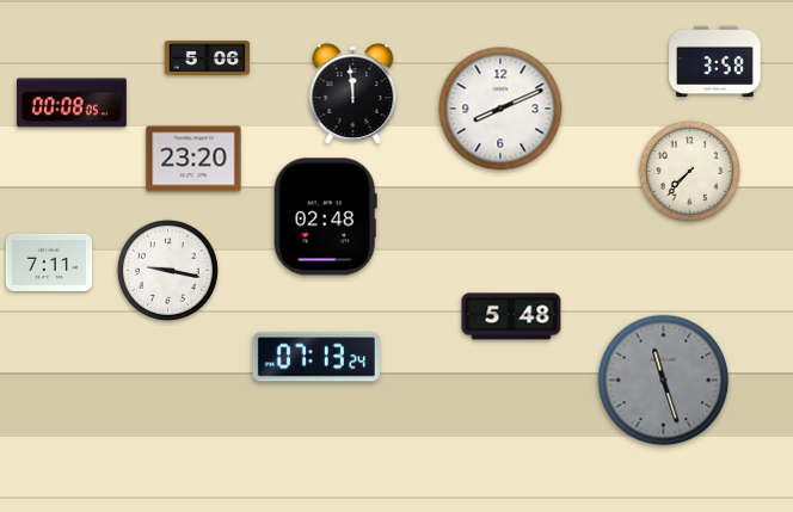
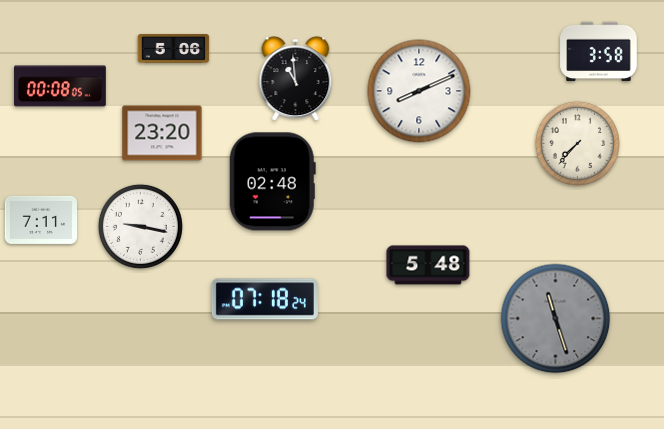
clock at (354, 94): 11:59 -> 10:59
clock at (316, 357): 07:13 -> 07:18
